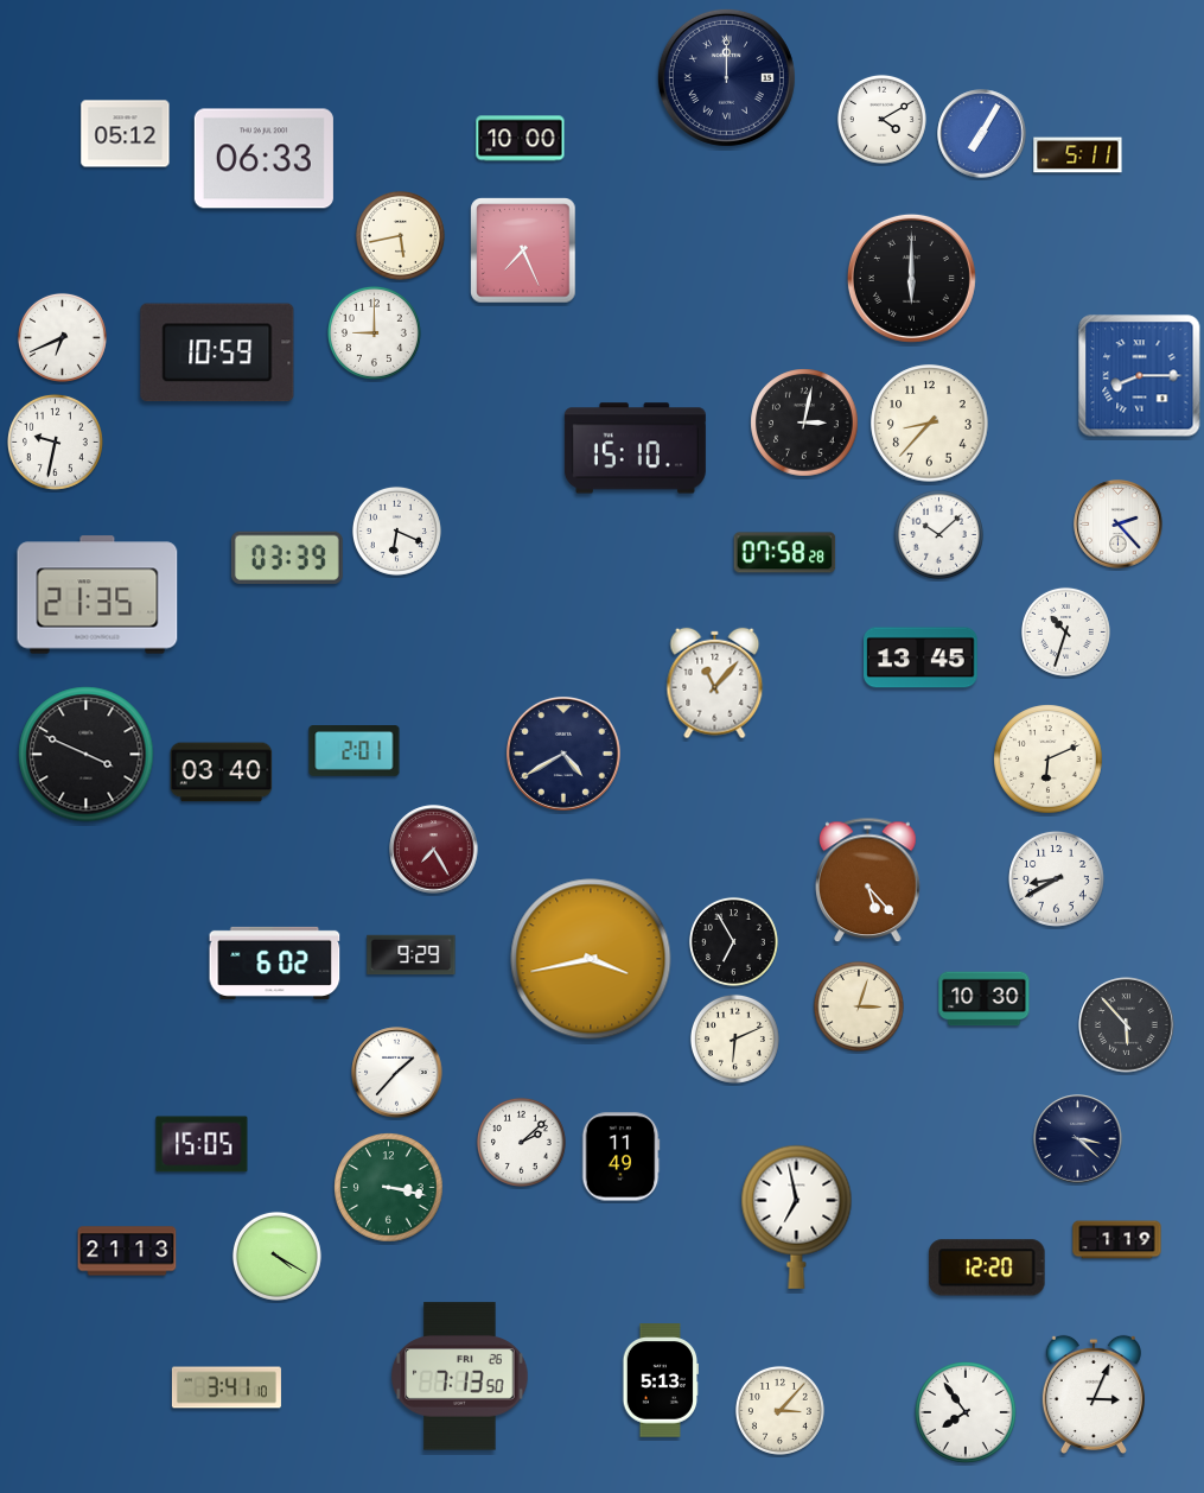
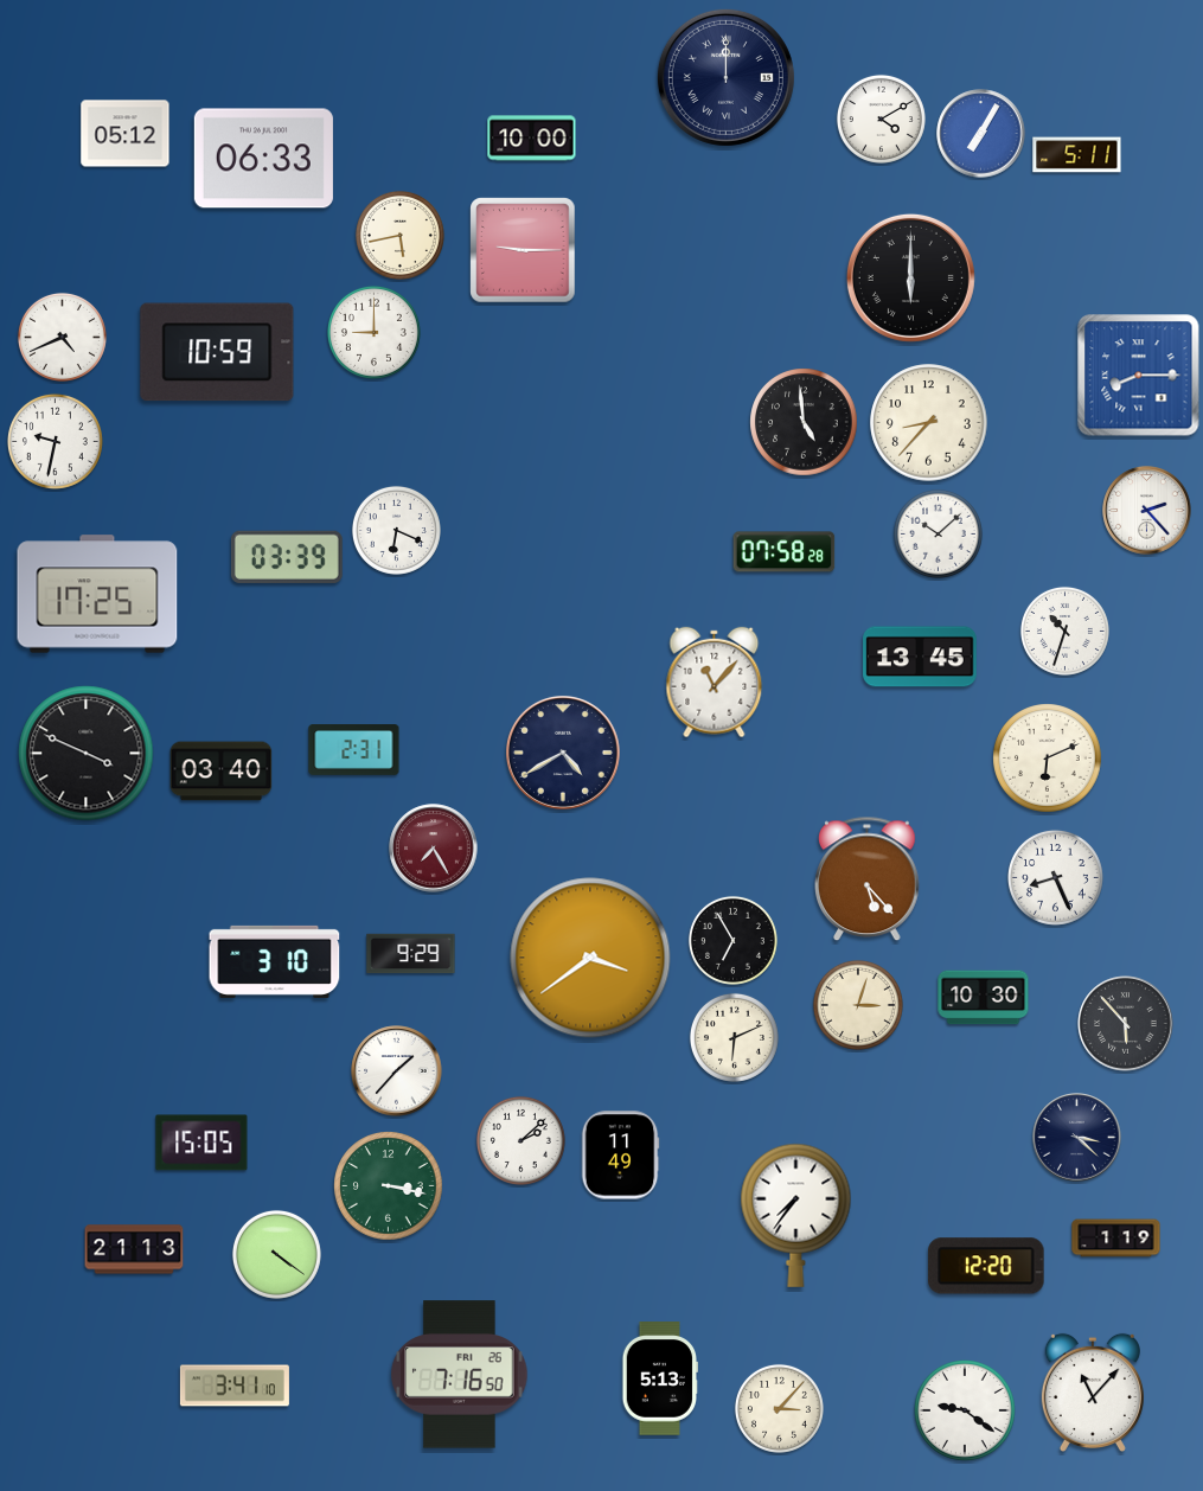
clock at (521, 139) position: (521, 139) -> (532, 139)
clock at (523, 250): 7:26 -> 9:15
clock at (62, 337): 6:41 -> 4:41
clock at (804, 423): 3:02 -> 4:59
clock at (635, 449): 15:10 -> none
clock at (1119, 525) position: (1119, 525) -> (1147, 511)
clock at (97, 595): 21:35 -> 17:25
clock at (355, 751): 2:01 -> 2:31
clock at (1056, 878): 8:40 -> 8:26
clock at (591, 959): 3:43 -> 3:39
clock at (275, 962): 6:02 -> 3:10
clock at (797, 1216): 6:58 -> 7:36
clock at (127, 1251) position: (127, 1251) -> (134, 1249)
clock at (276, 1256): 4:20 -> 4:21
clock at (460, 1377): 7:13 -> 7:16
clock at (227, 1387) position: (227, 1387) -> (235, 1386)
clock at (1094, 1393): 3:04 -> 11:07
clock at (967, 1413): 7:54 -> 9:21
